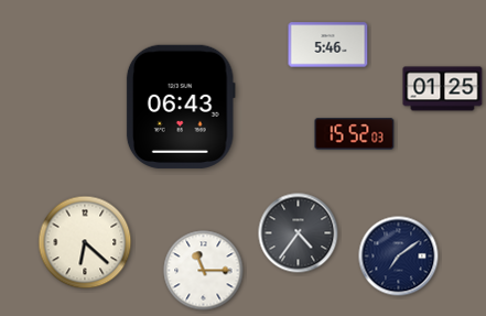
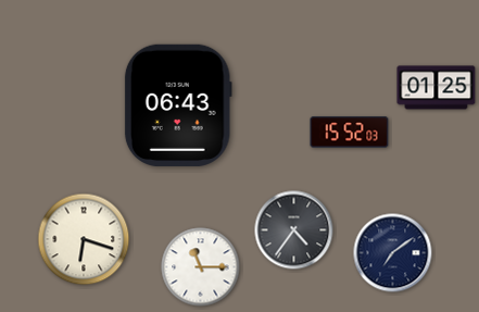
clock at (328, 45): 5:46 -> none
clock at (85, 242): 6:22 -> 6:18
